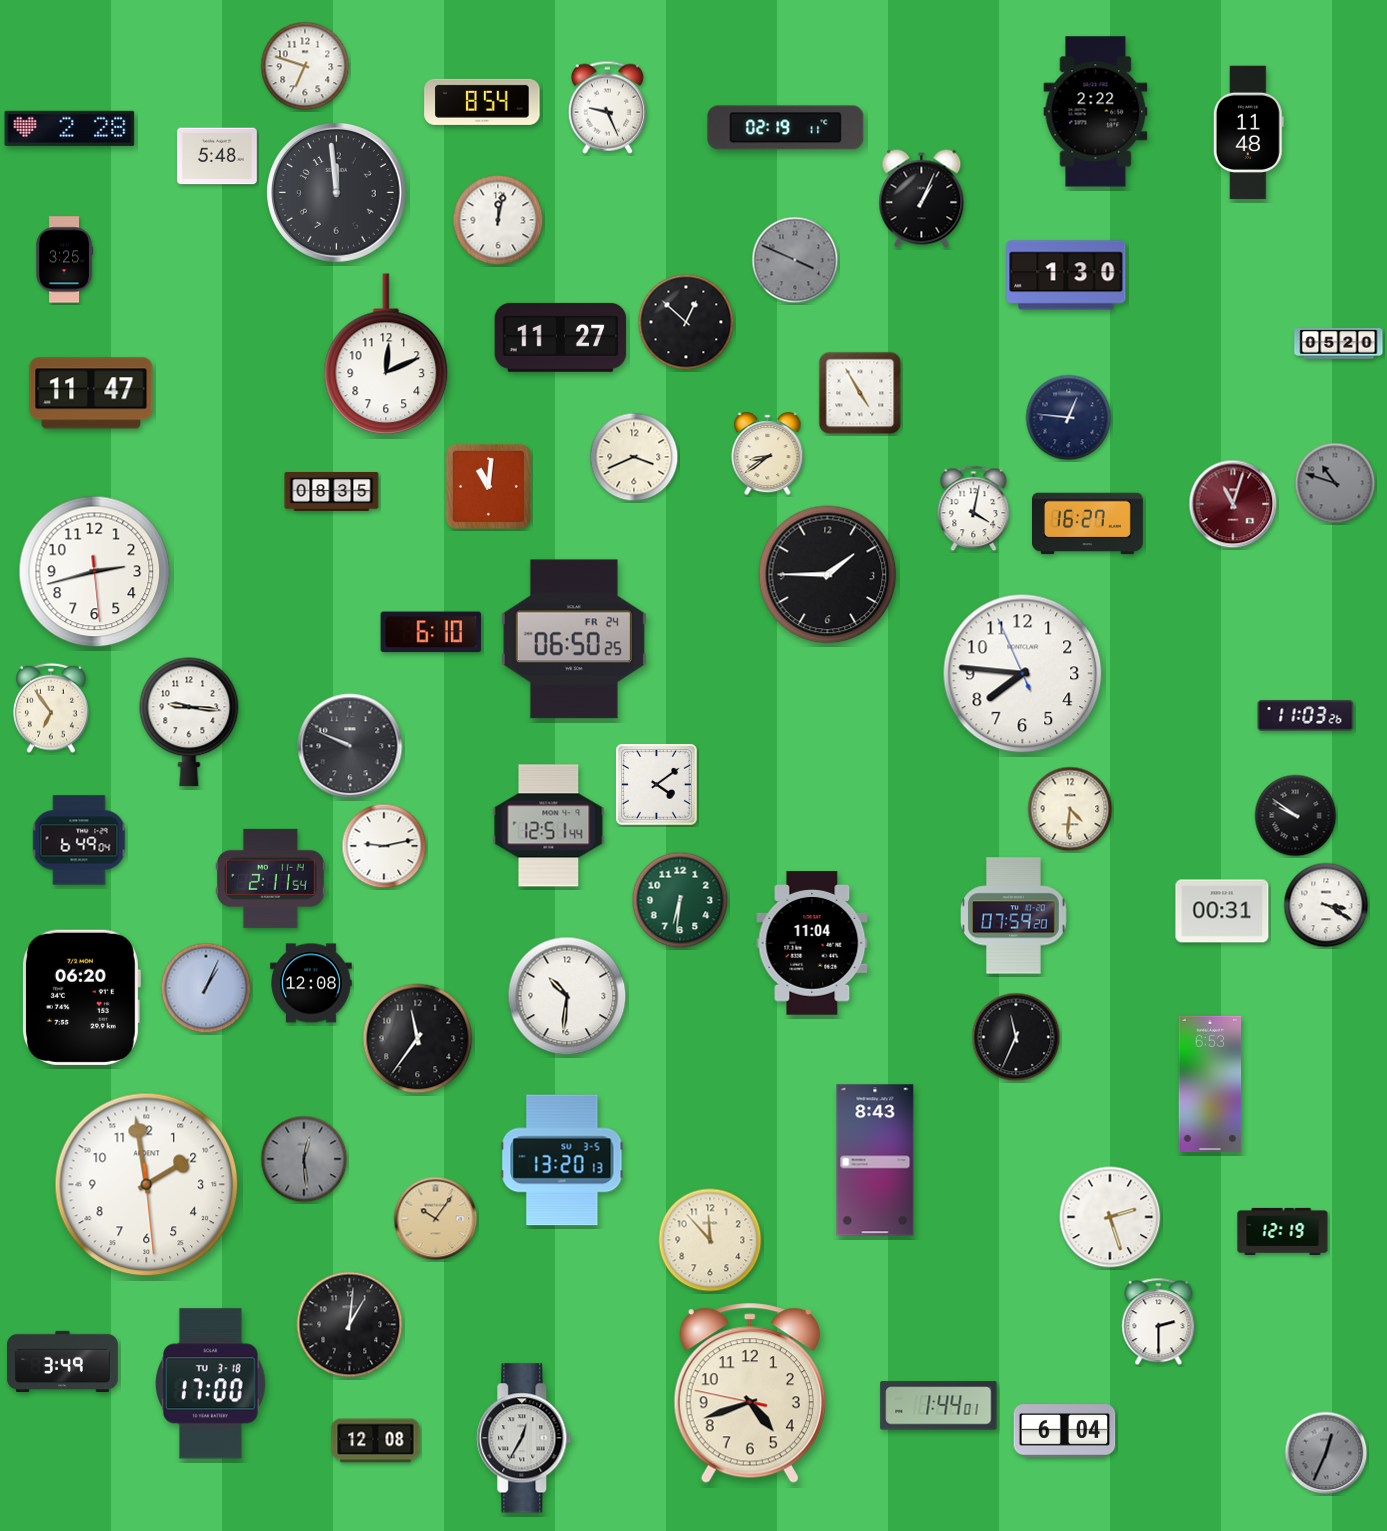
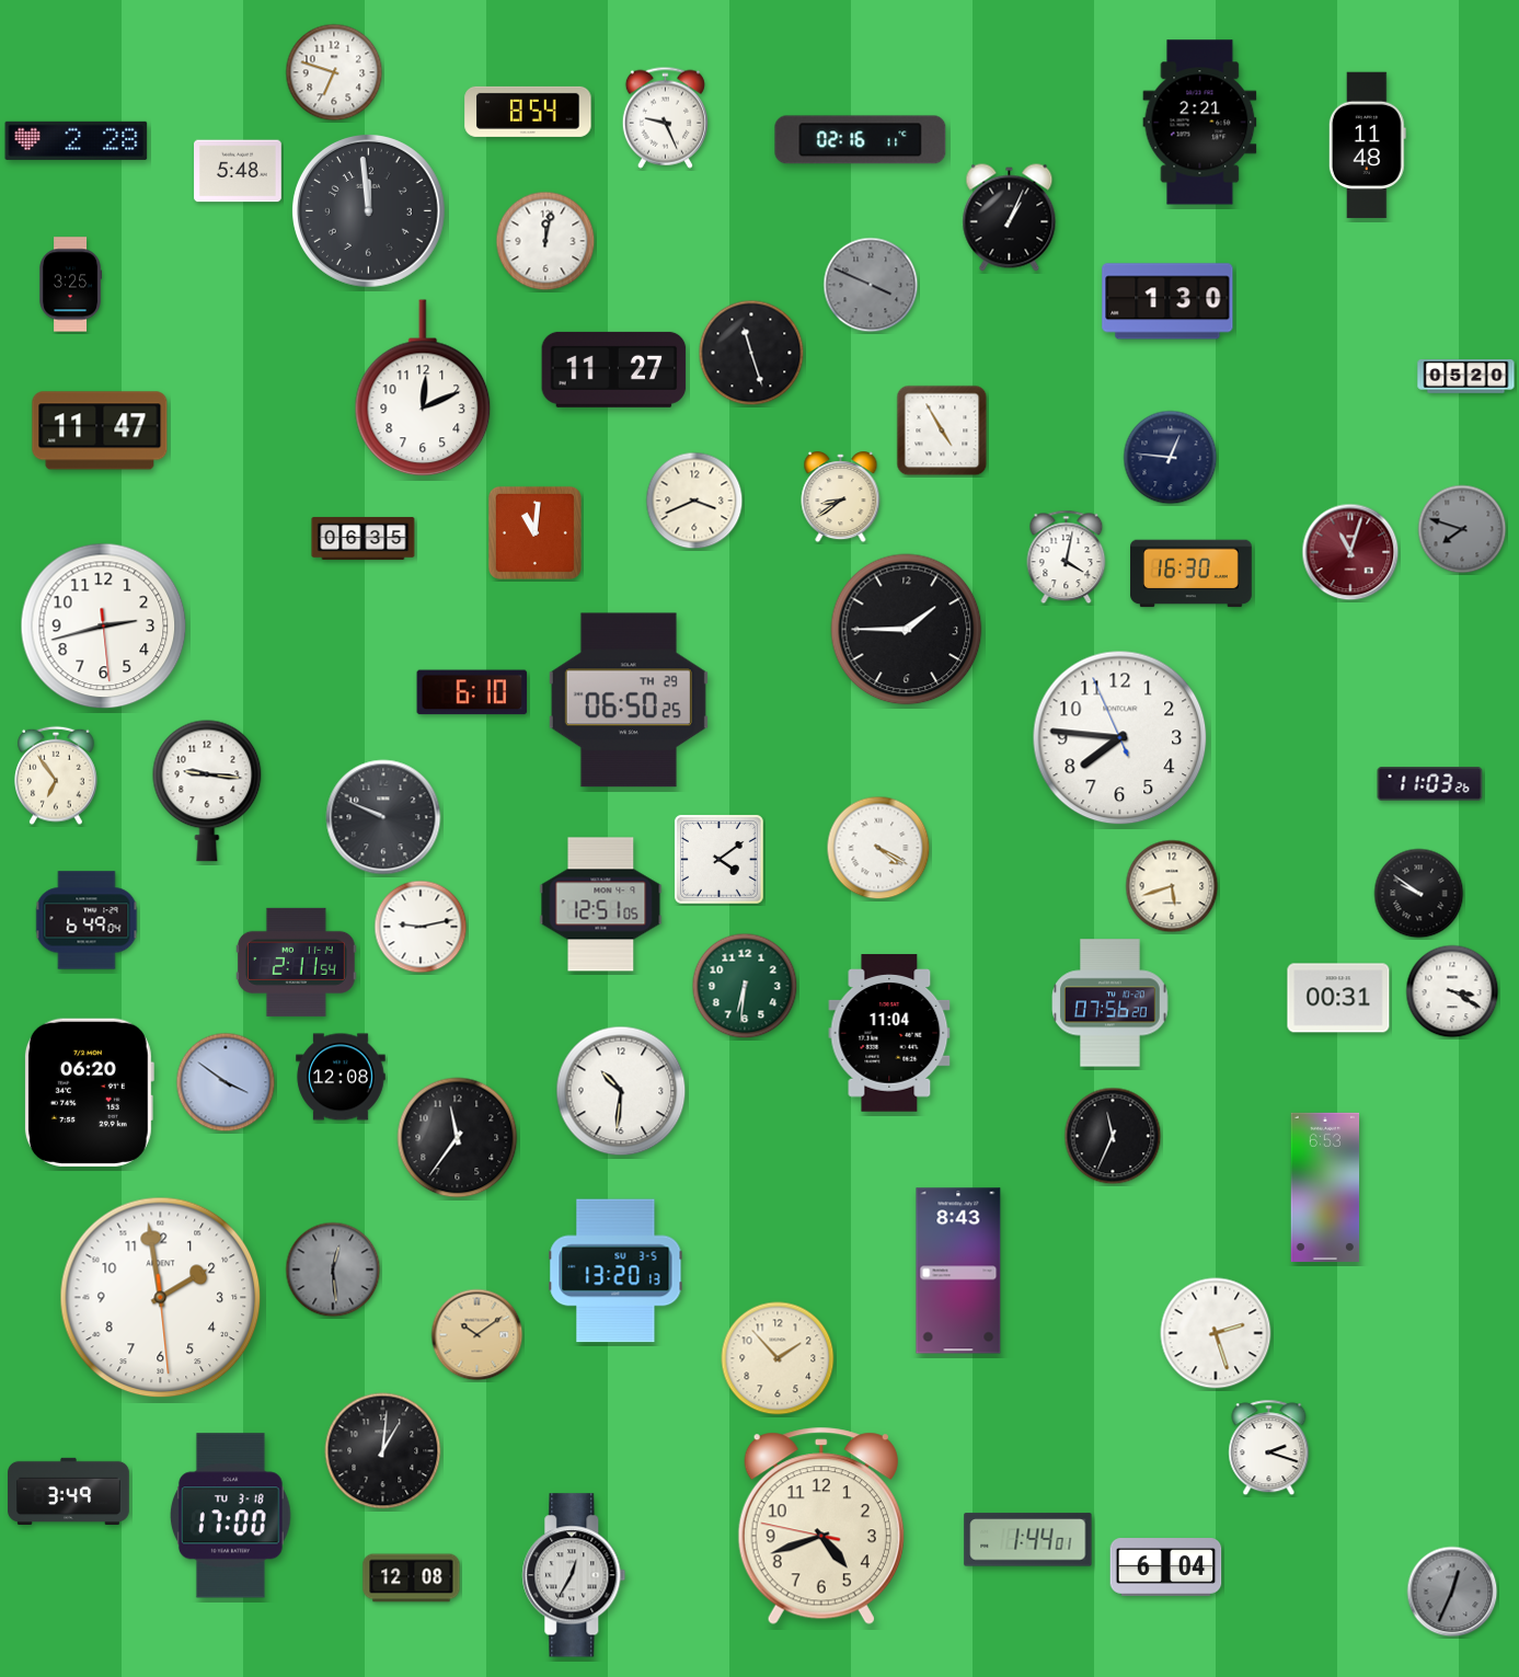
clock at (1096, 112): 2:22 -> 2:21
clock at (786, 128): 02:19 -> 02:16
clock at (686, 322): 12:52 -> 11:27
clock at (1335, 483): 10:48 -> 7:48
clock at (332, 491): 08:35 -> 06:35
clock at (1088, 524): 16:27 -> 16:30
clock at (574, 639) date: FR 24 -> TH 29
clock at (878, 848): none -> 4:20
clock at (1070, 809): 4:31 -> 5:42
clock at (549, 826): 12:51:44 -> 12:51:05
clock at (1014, 916): 07:59 -> 07:56
clock at (206, 988): 1:04 -> 3:51
clock at (436, 1219): 10:06 -> 10:09
clock at (1283, 1231): 12:19 -> none
clock at (710, 1240): 11:53 -> 1:53
clock at (1159, 1322): 2:30 -> 2:18
